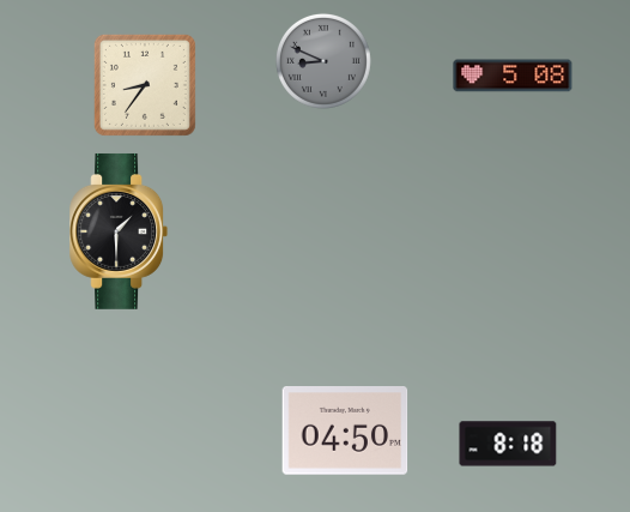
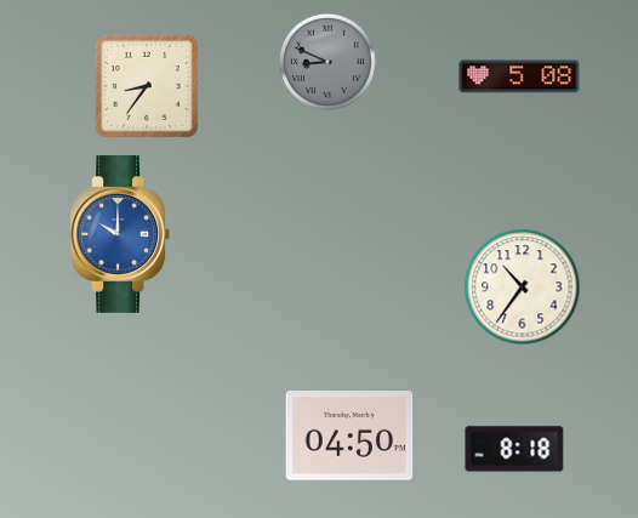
clock at (119, 231): 1:30 -> 10:00
clock at (119, 231) dial: black -> blue
clock at (523, 288): none -> 10:36
